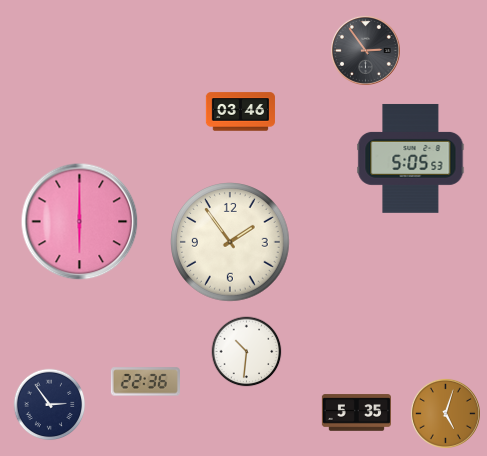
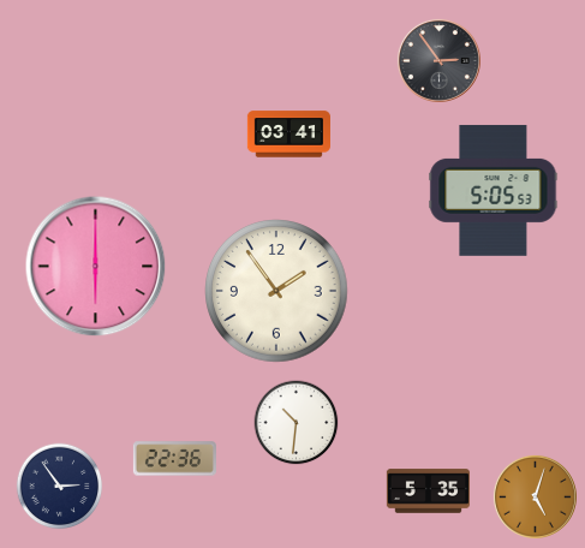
clock at (240, 112): 03:46 -> 03:41
clock at (356, 413) position: (356, 413) -> (428, 492)
